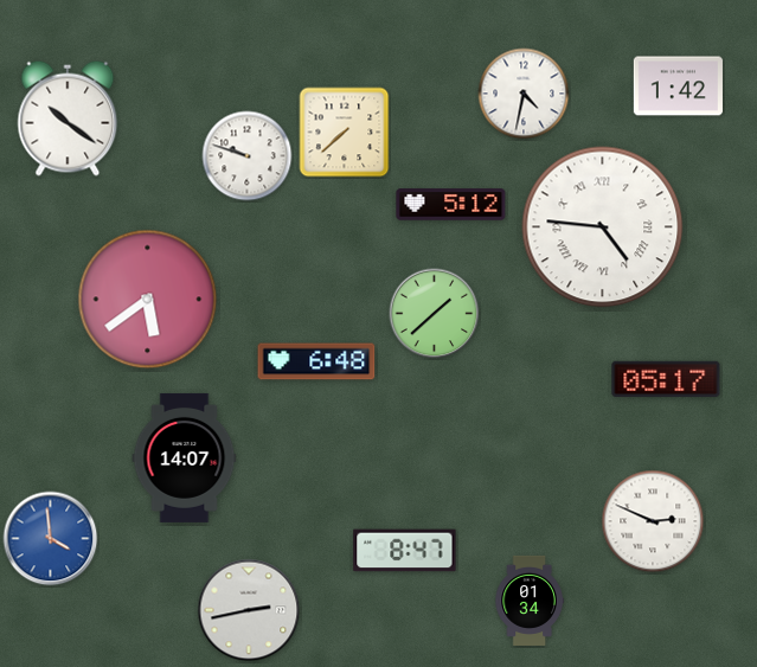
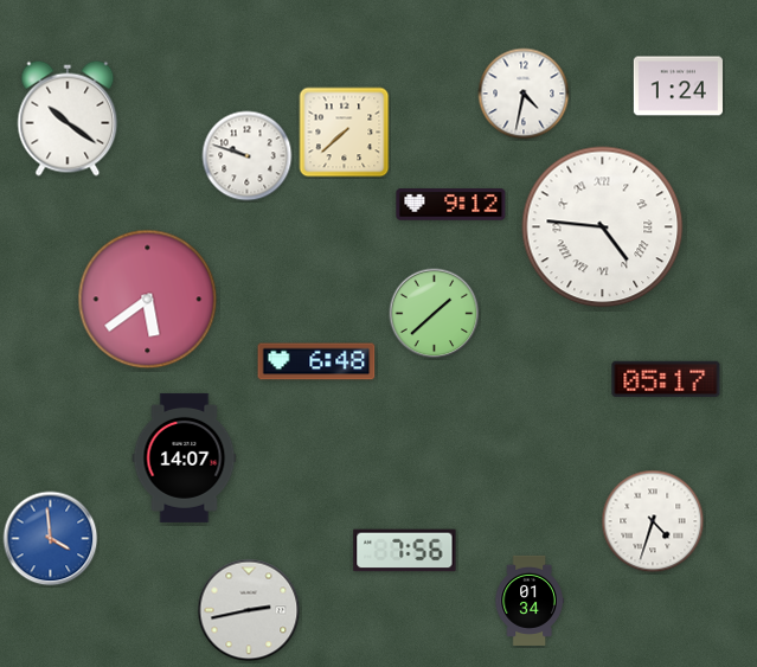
clock at (678, 86): 1:42 -> 1:24
clock at (451, 205): 5:12 -> 9:12
clock at (653, 521): 2:49 -> 4:33
clock at (405, 551): 8:47 -> 7:56
